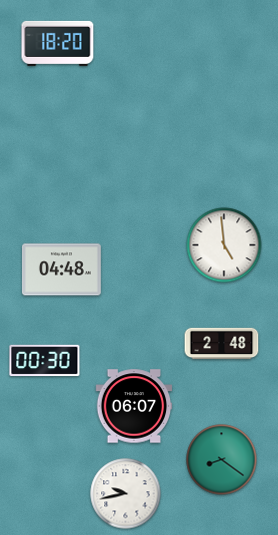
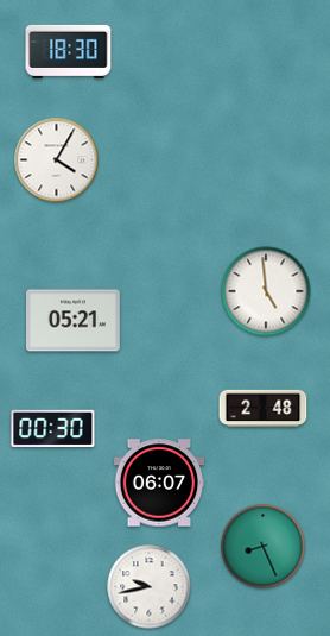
clock at (58, 43): 18:20 -> 18:30
clock at (57, 160): none -> 4:05
clock at (61, 270): 04:48 -> 05:21
clock at (222, 460): 8:21 -> 8:26
